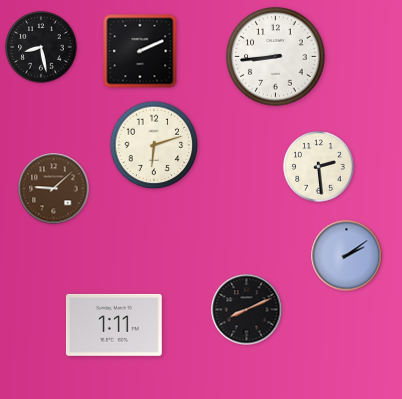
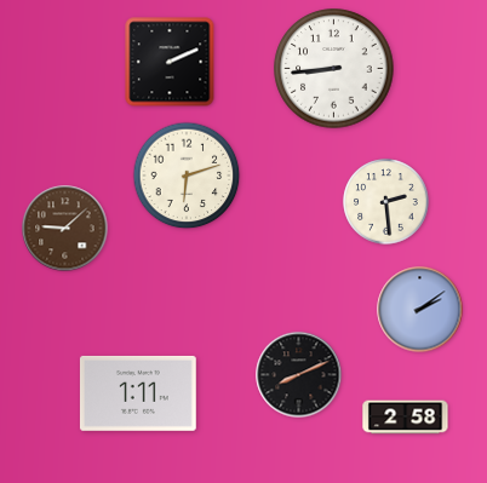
clock at (41, 47): 8:28 -> none
clock at (406, 418): none -> 2:58
